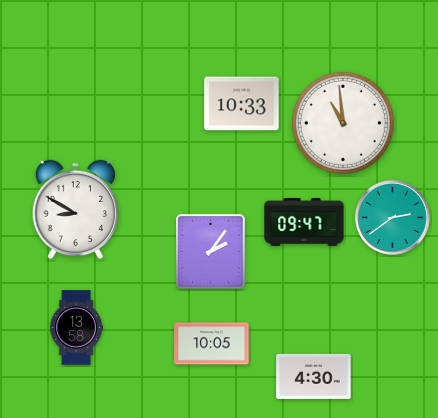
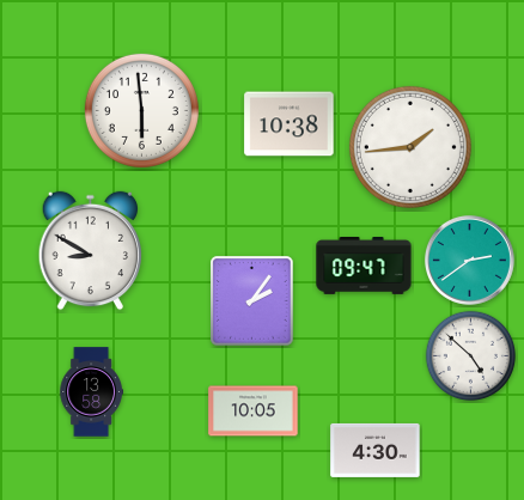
clock at (141, 110): none -> 5:59
clock at (242, 104): 10:33 -> 10:38
clock at (343, 123): 10:59 -> 1:44
clock at (471, 356): none -> 4:52
